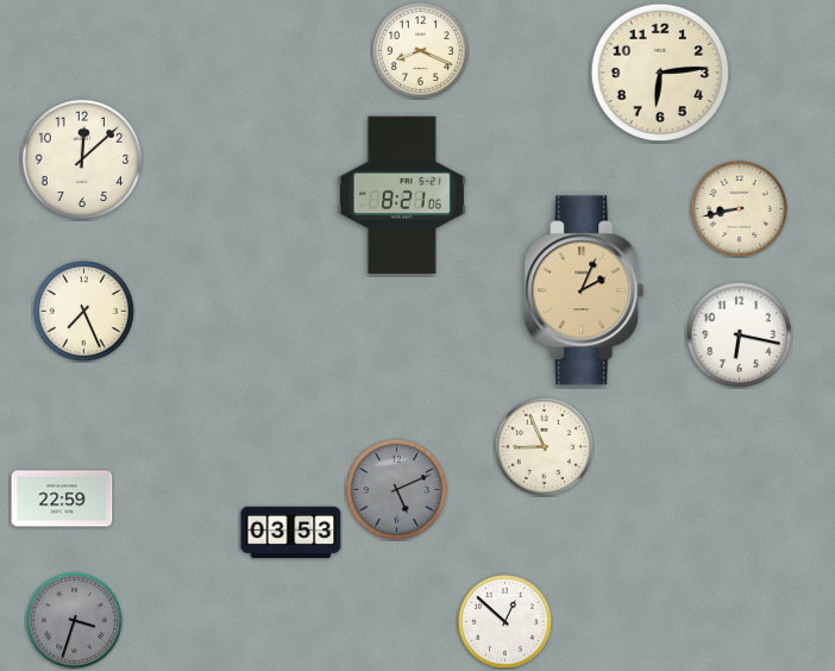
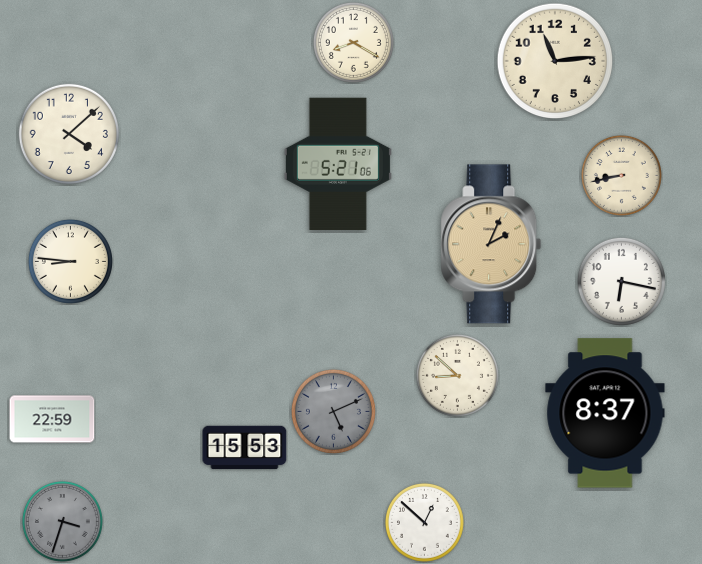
clock at (420, 50): 8:19 -> 8:20
clock at (660, 73): 6:14 -> 11:14
clock at (82, 159): 12:08 -> 4:08
clock at (402, 194): 8:21 -> 5:21
clock at (83, 311): 7:26 -> 8:46
clock at (544, 446): 8:56 -> 8:52
clock at (605, 413): none -> 8:37
clock at (291, 533): 03:53 -> 15:53
